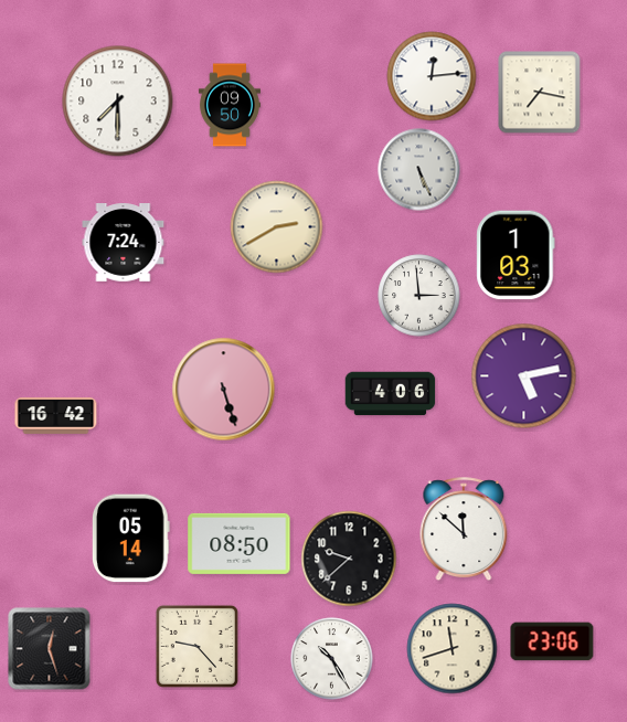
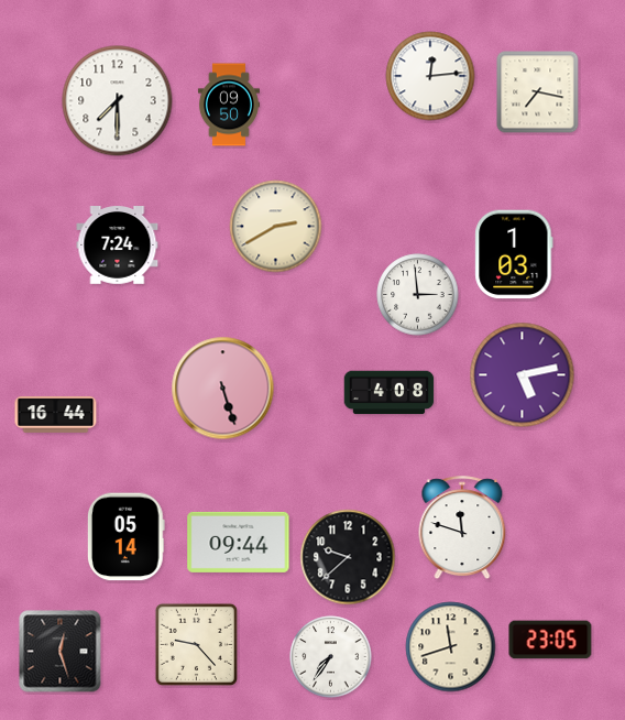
clock at (419, 170): 5:26 -> none
clock at (124, 243) position: (124, 243) -> (118, 246)
clock at (391, 394): 4:06 -> 4:08
clock at (56, 415): 16:42 -> 16:44
clock at (464, 530): 11:52 -> 11:48
clock at (130, 539) position: (130, 539) -> (125, 537)
clock at (240, 543): 08:50 -> 09:44
clock at (552, 641): 23:06 -> 23:05
clock at (50, 649) position: (50, 649) -> (61, 652)
clock at (332, 659): 10:25 -> 7:36
